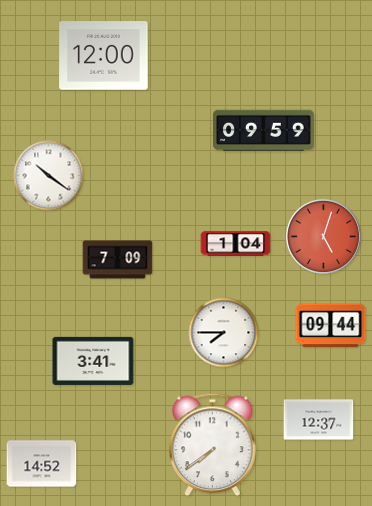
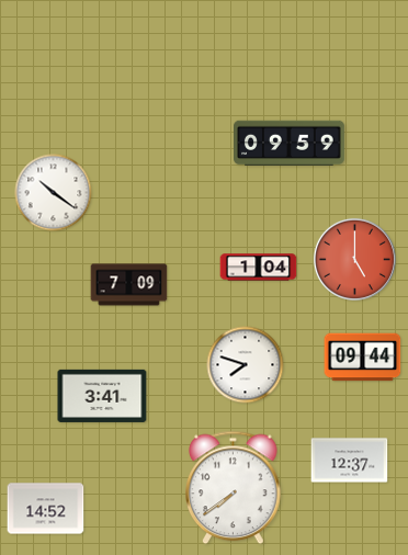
clock at (104, 56): 12:00 -> none
clock at (323, 236): 5:03 -> 5:00
clock at (224, 333): 7:45 -> 7:48
